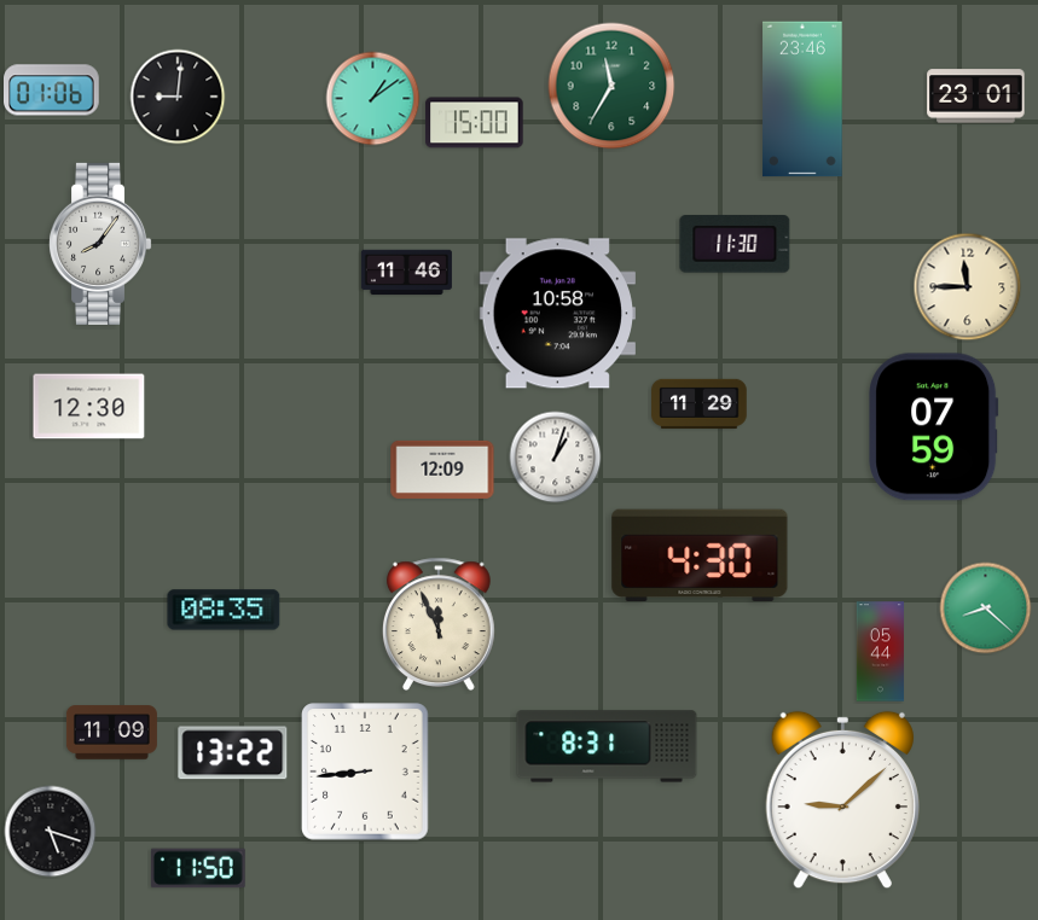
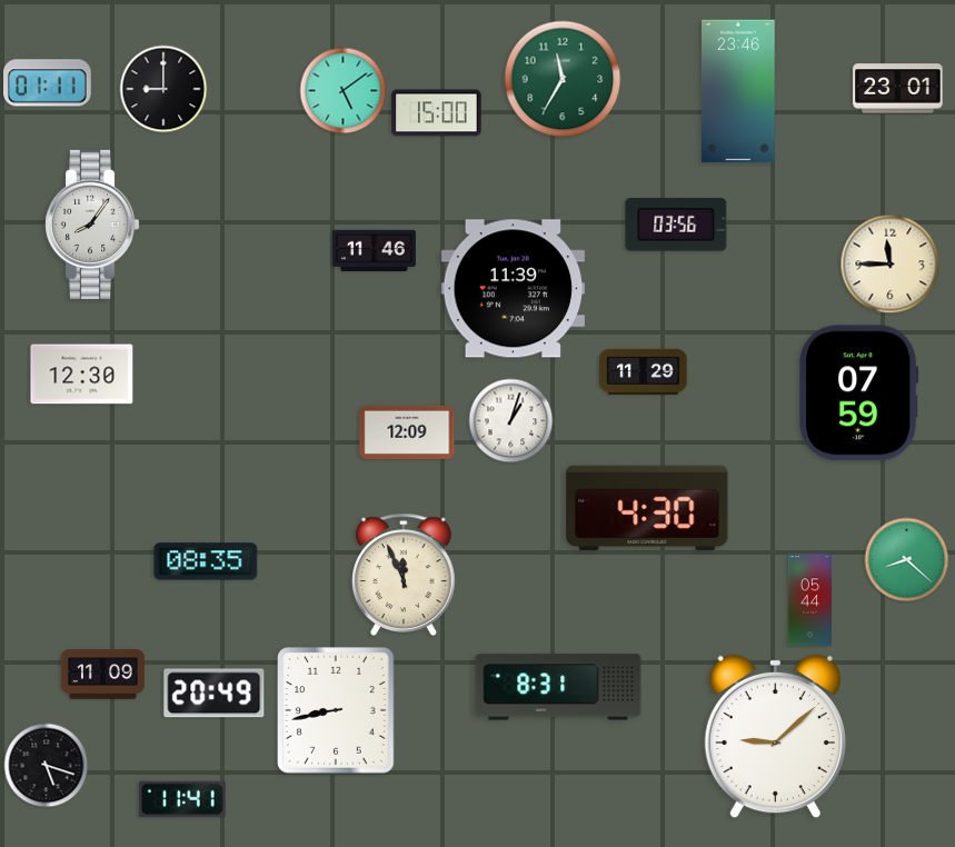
clock at (52, 91): 01:06 -> 01:11
clock at (178, 97): 9:01 -> 9:00
clock at (373, 99): 1:09 -> 5:09
clock at (735, 244): 11:30 -> 03:56
clock at (557, 314): 10:58 -> 11:39
clock at (700, 554) position: (700, 554) -> (647, 507)
clock at (233, 753): 13:22 -> 20:49
clock at (365, 771): 8:44 -> 8:43
clock at (198, 868): 11:50 -> 11:41
